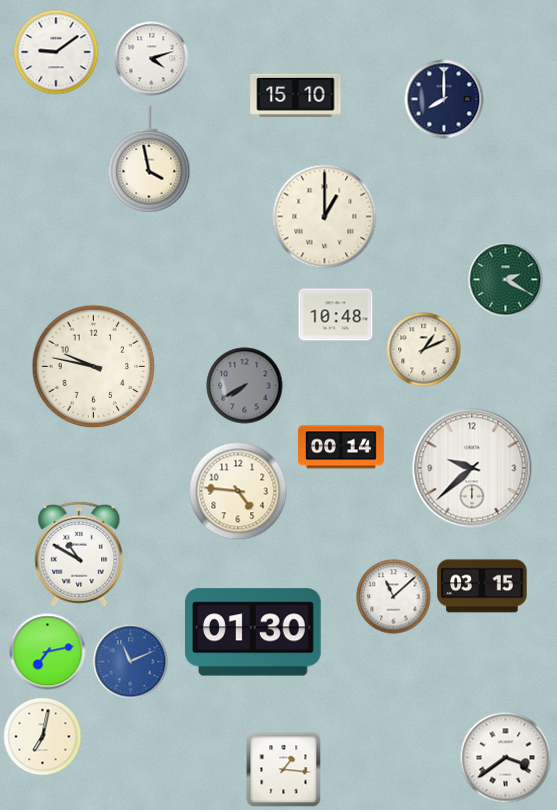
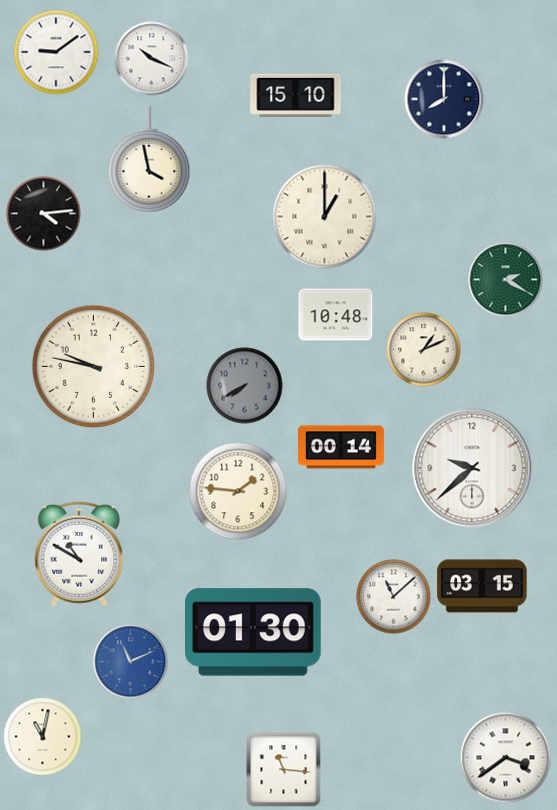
clock at (152, 59): 4:12 -> 10:19
clock at (44, 214): none -> 4:14
clock at (238, 491): 4:46 -> 1:46
clock at (48, 652): 7:13 -> none
clock at (43, 737): 7:02 -> 11:02
clock at (284, 770): 1:16 -> 11:16
